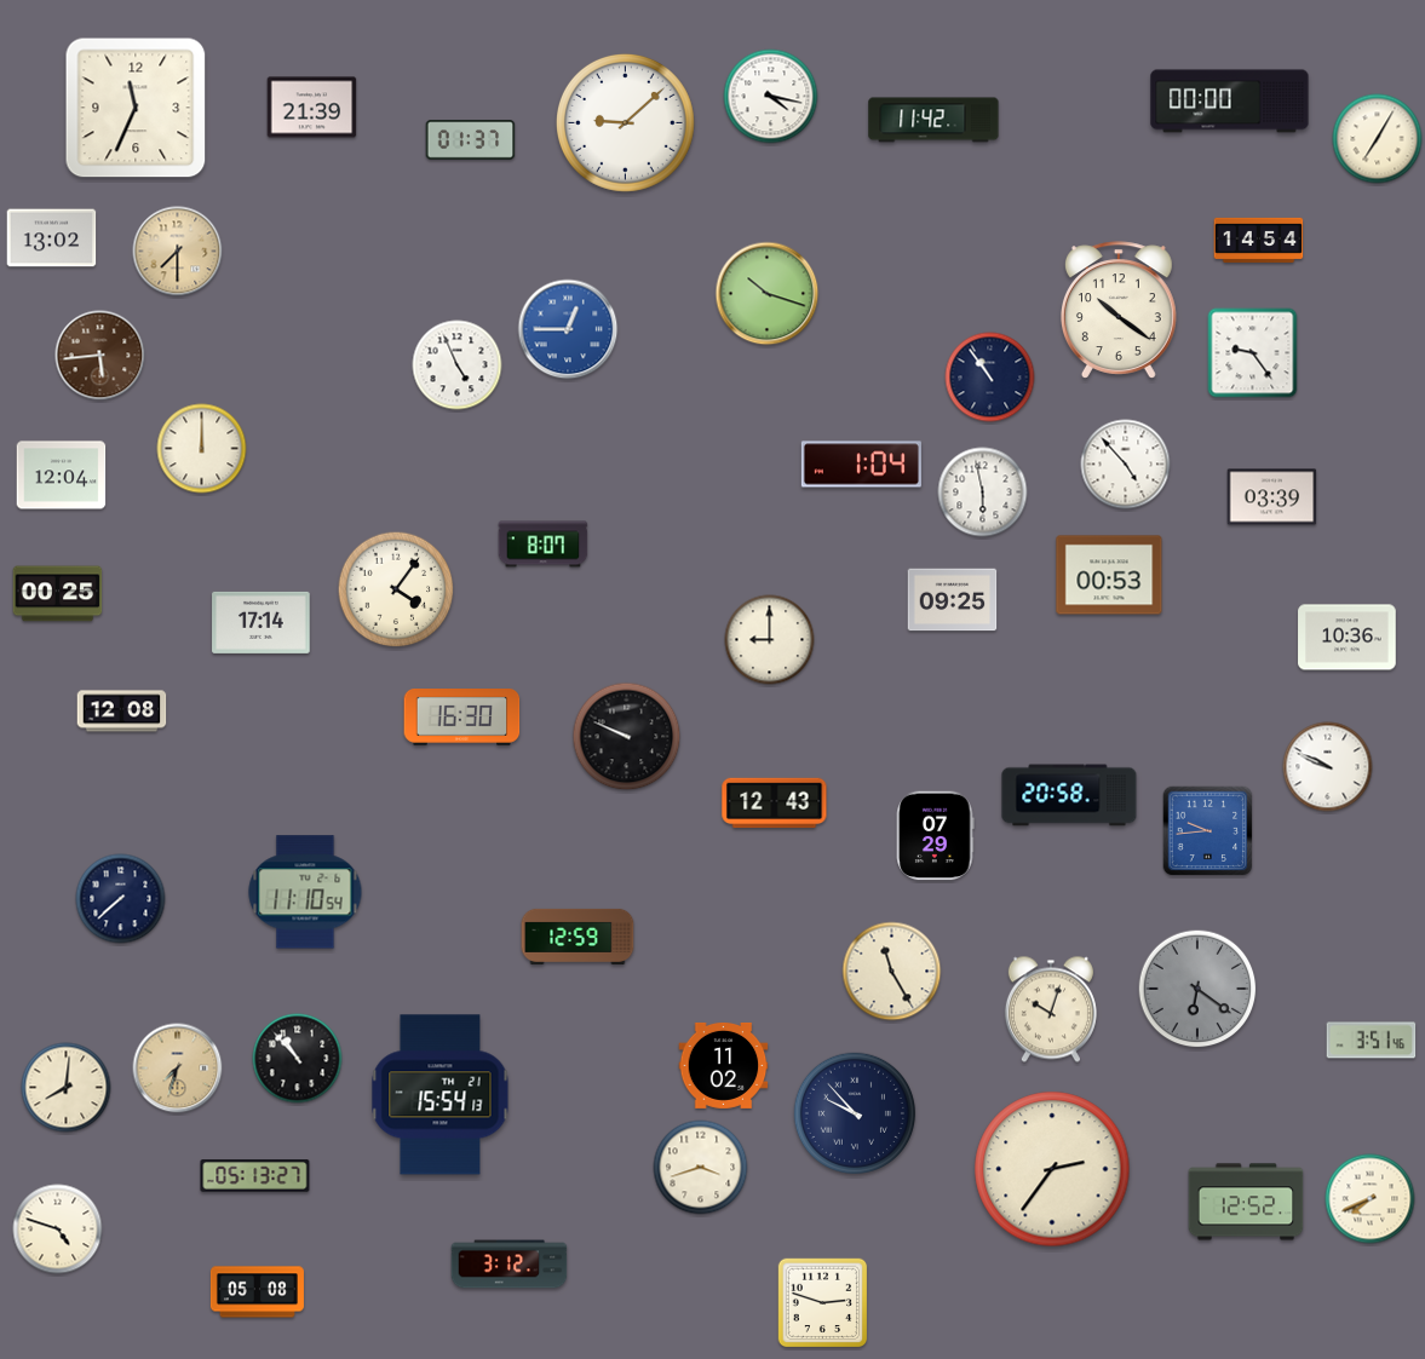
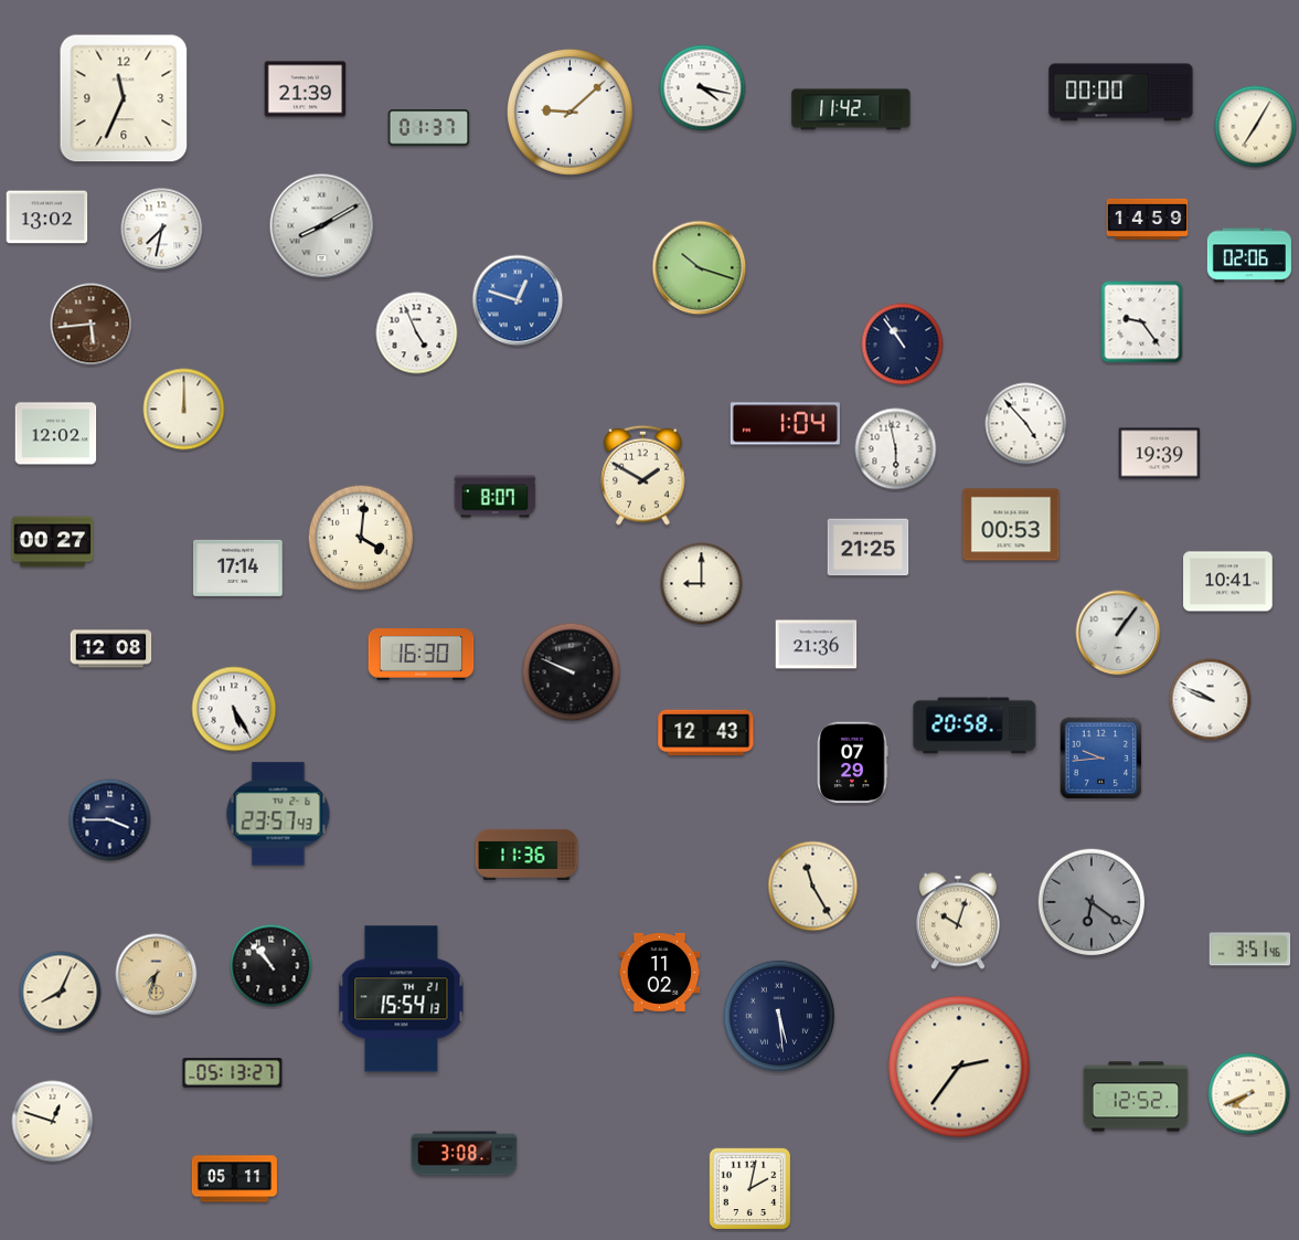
clock at (312, 108) position: (312, 108) -> (306, 89)
clock at (1259, 240): 14:54 -> 14:59
clock at (322, 226): none -> 8:10
clock at (178, 252): 7:30 -> 7:32
clock at (178, 252) dial: champagne -> white
clock at (1249, 255): none -> 02:06
clock at (1119, 310): 10:21 -> none
clock at (568, 329): 12:45 -> 12:48
clock at (62, 476): 12:04 -> 12:02
clock at (1272, 497): 03:39 -> 19:39
clock at (643, 475): none -> 1:50
clock at (396, 589): 4:06 -> 4:01
clock at (58, 594): 00:25 -> 00:27
clock at (953, 600): 09:25 -> 21:25
clock at (1348, 638): 10:36 -> 10:41
clock at (1118, 633): none -> 1:06
clock at (817, 645): none -> 21:36
clock at (234, 709): none -> 5:25
clock at (305, 892): 11:10 -> 23:57
clock at (121, 899): 7:38 -> 3:45
clock at (578, 937): 12:59 -> 11:36
clock at (178, 1069) position: (178, 1069) -> (157, 975)
clock at (67, 1088): 8:01 -> 8:04
clock at (854, 1112): 9:53 -> 5:29
clock at (701, 1168): 3:42 -> none
clock at (58, 1230): 4:48 -> 12:48
clock at (510, 1265): 3:12 -> 3:08
clock at (257, 1292): 05:08 -> 05:11
clock at (823, 1303): 2:48 -> 2:02
